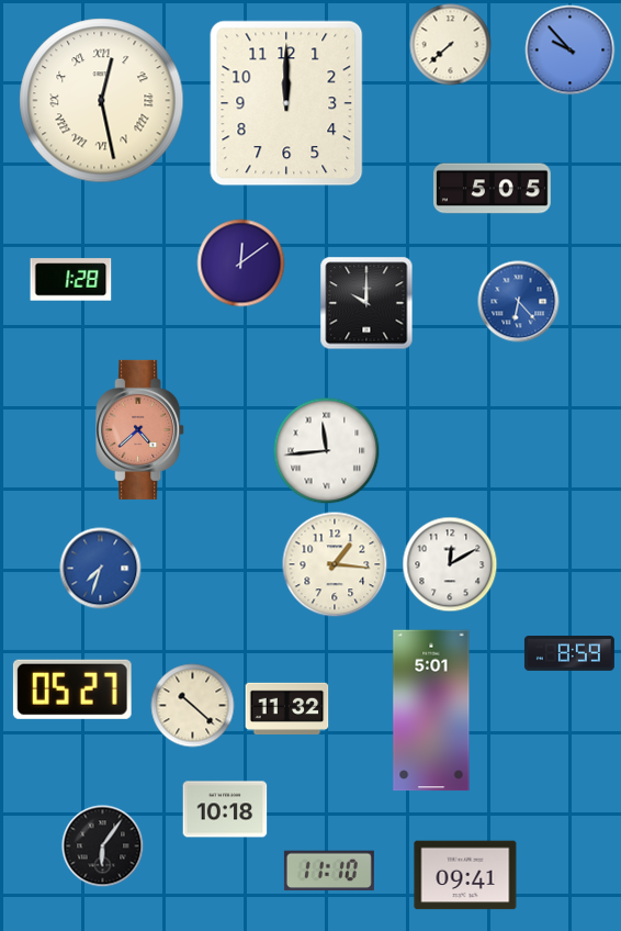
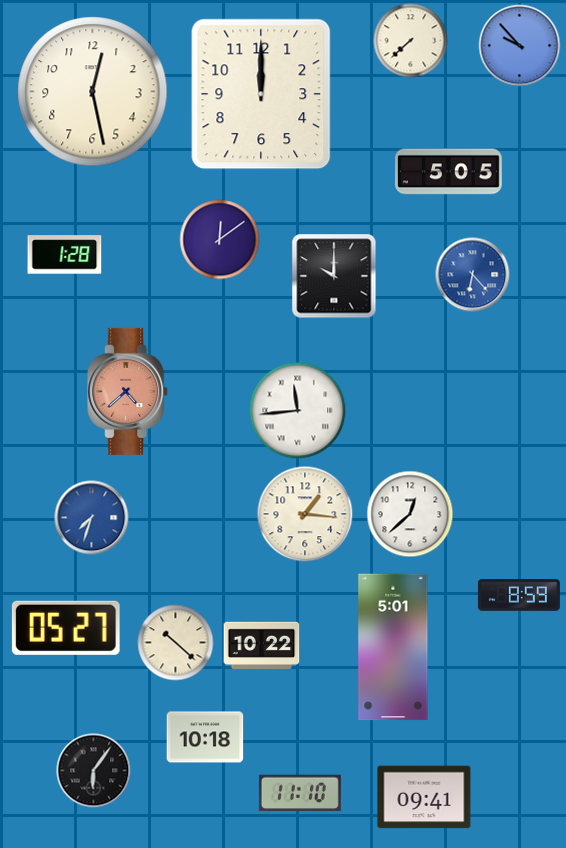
clock at (102, 101) numerals: Roman -> Arabic
clock at (450, 564): 12:10 -> 12:38
clock at (287, 708): 11:32 -> 10:22
